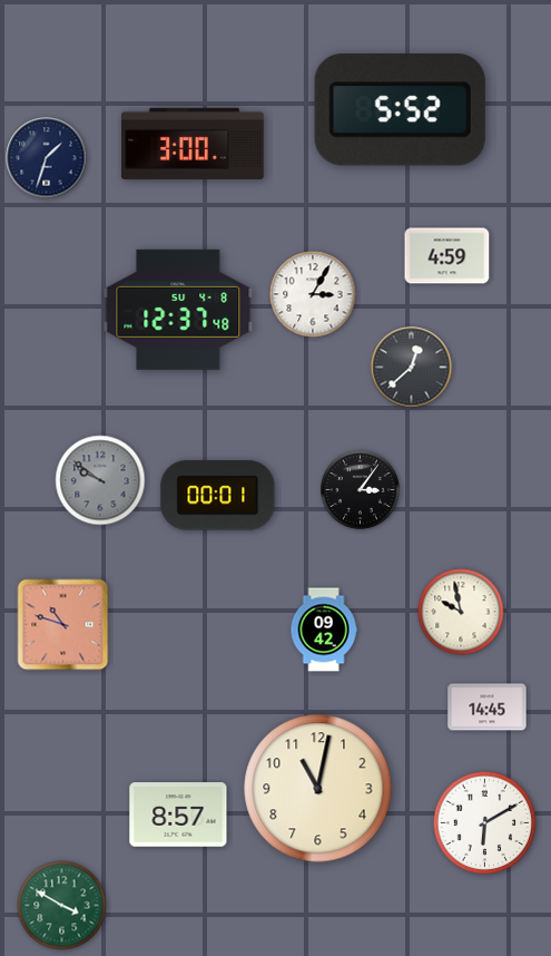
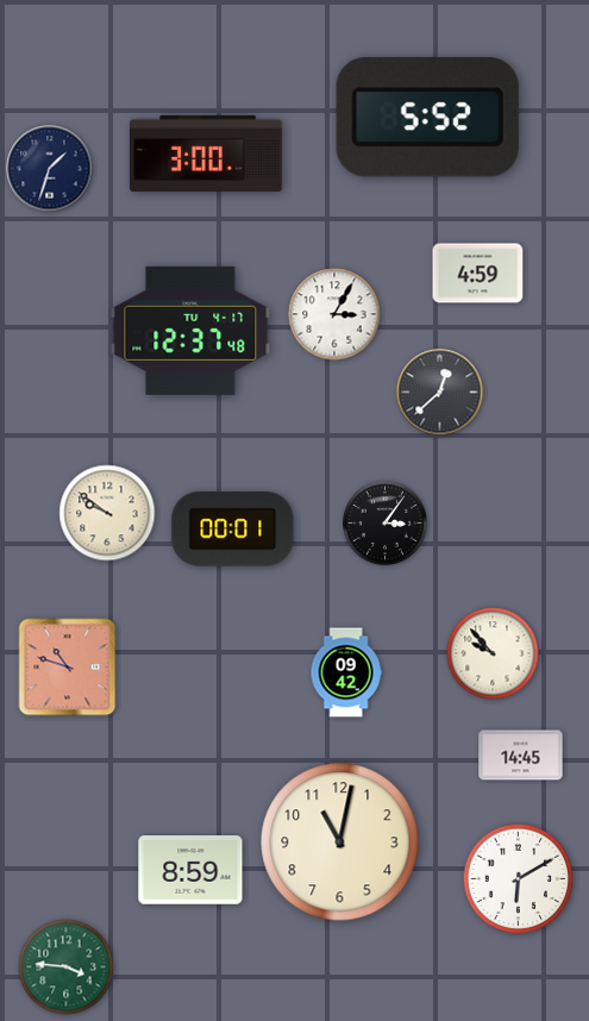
clock at (178, 310) date: SU 4-8 -> TU 4-17
clock at (100, 480) dial: grey -> cream
clock at (461, 612): 9:58 -> 9:53
clock at (178, 814): 8:57 -> 8:59
clock at (62, 906): 3:50 -> 3:46
